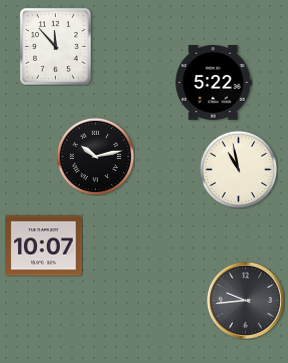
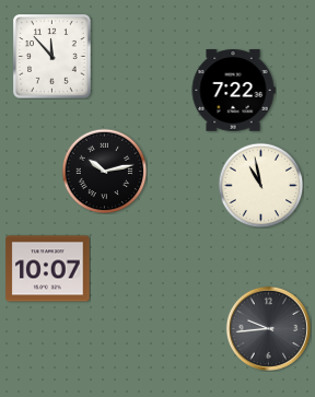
clock at (56, 47) position: (56, 47) -> (52, 57)
clock at (213, 83): 5:22 -> 7:22
